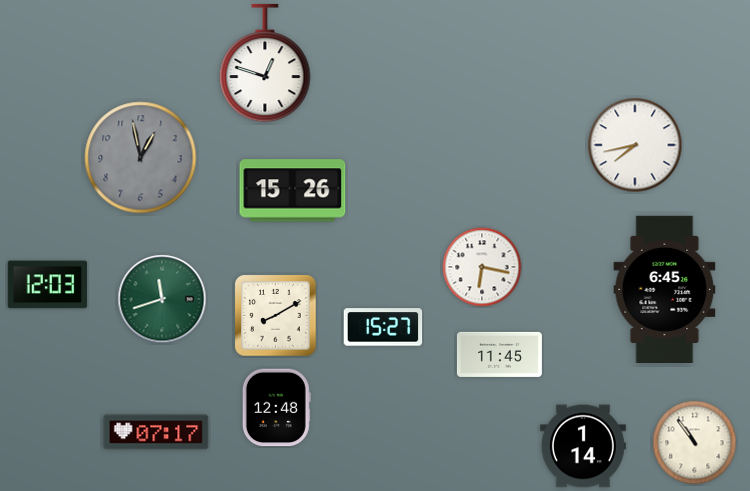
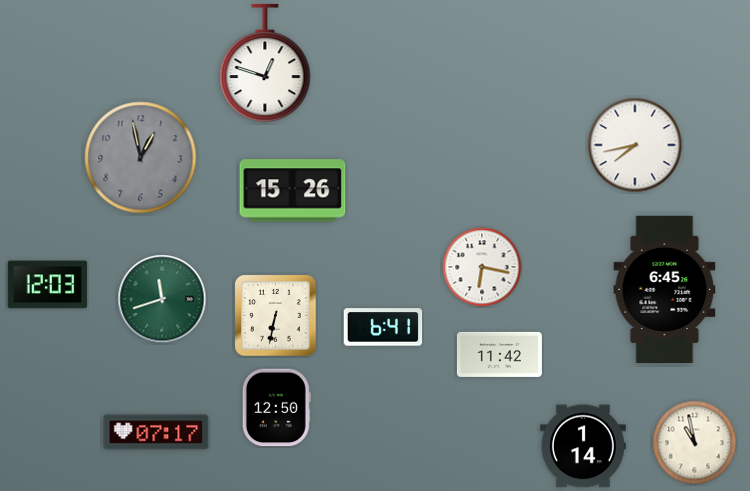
clock at (276, 316): 8:10 -> 6:32
clock at (383, 327): 15:27 -> 6:41
clock at (499, 354): 11:45 -> 11:42
clock at (276, 408): 12:48 -> 12:50
clock at (695, 443): 10:54 -> 10:58
